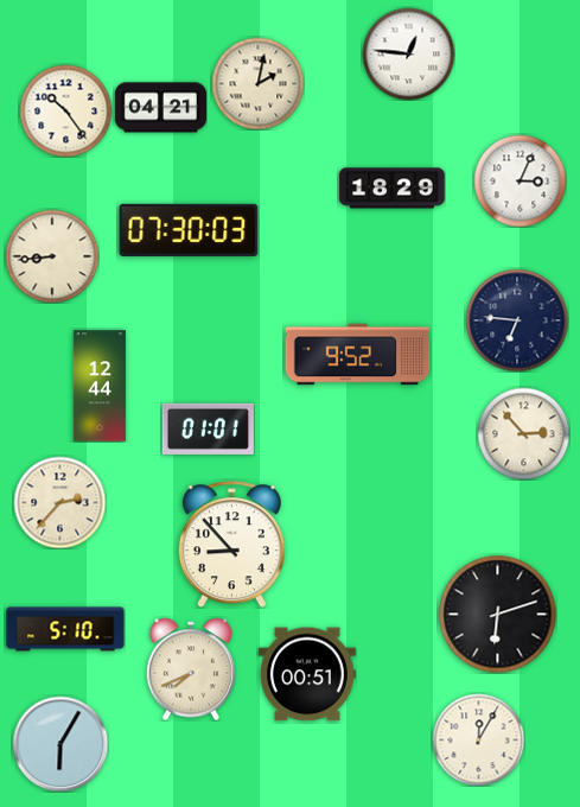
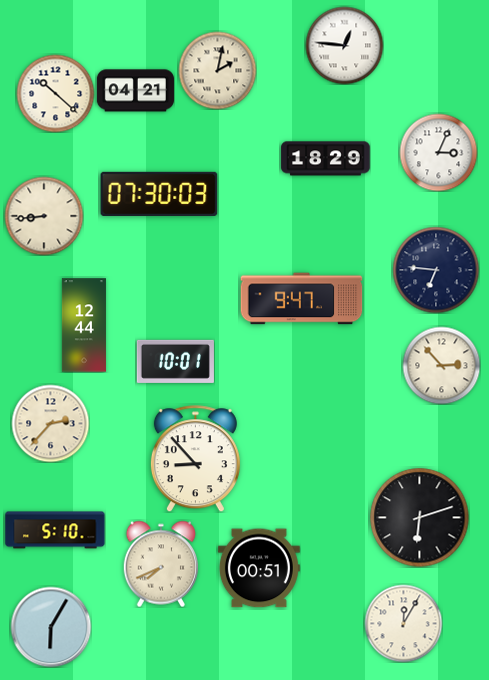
clock at (65, 110): 10:24 -> 10:22
clock at (393, 189) position: (393, 189) -> (326, 159)
clock at (358, 355): 9:52 -> 9:47
clock at (208, 428): 01:01 -> 10:01
